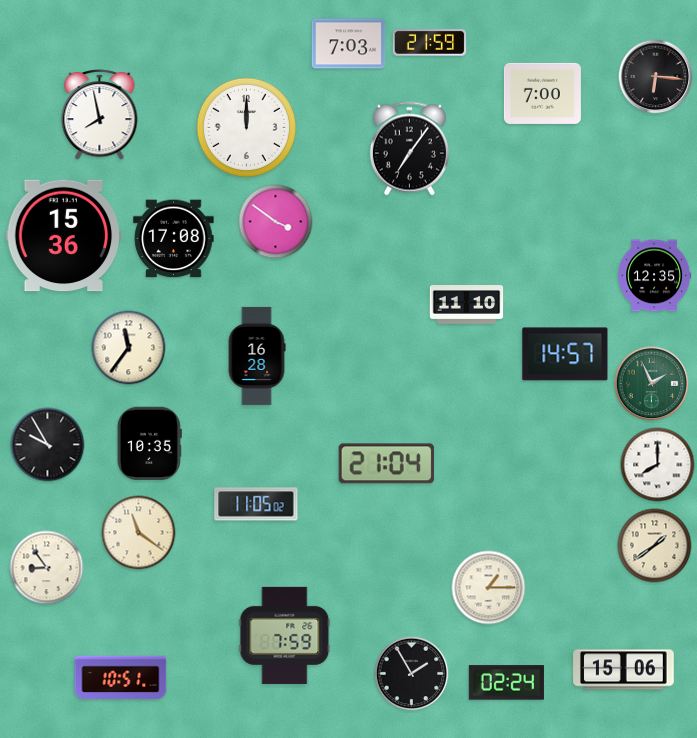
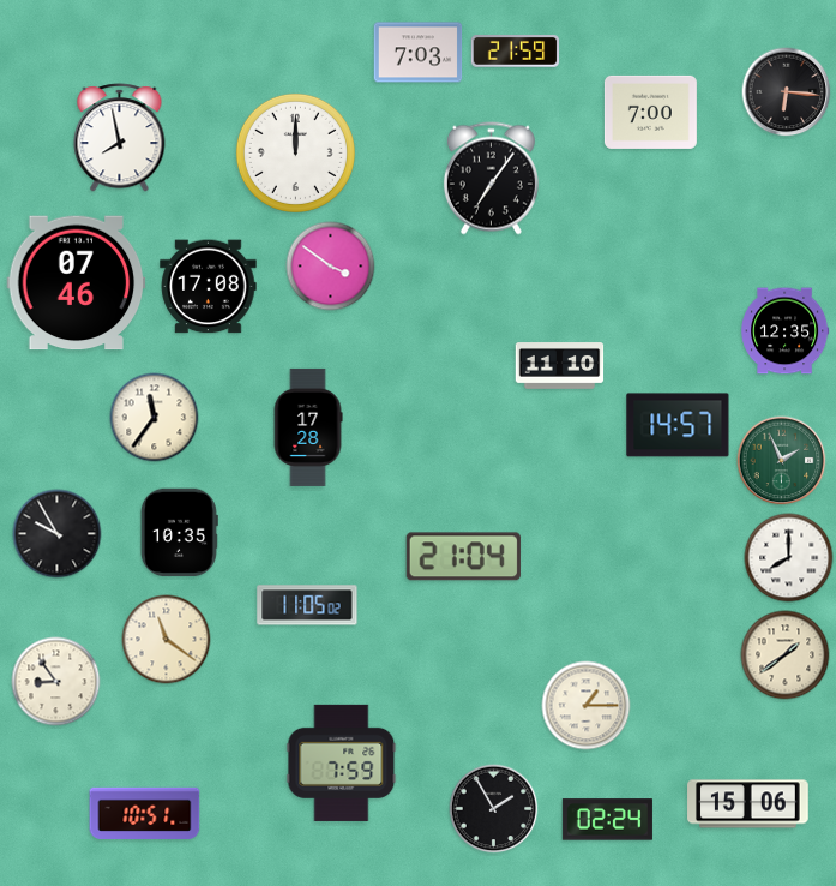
clock at (64, 236): 15:36 -> 07:46
clock at (257, 356): 16:28 -> 17:28
